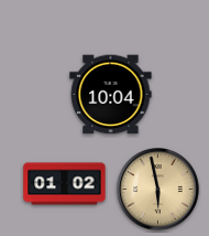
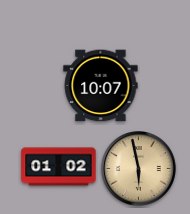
clock at (111, 95): 10:04 -> 10:07
clock at (158, 190) position: (158, 190) -> (139, 169)
